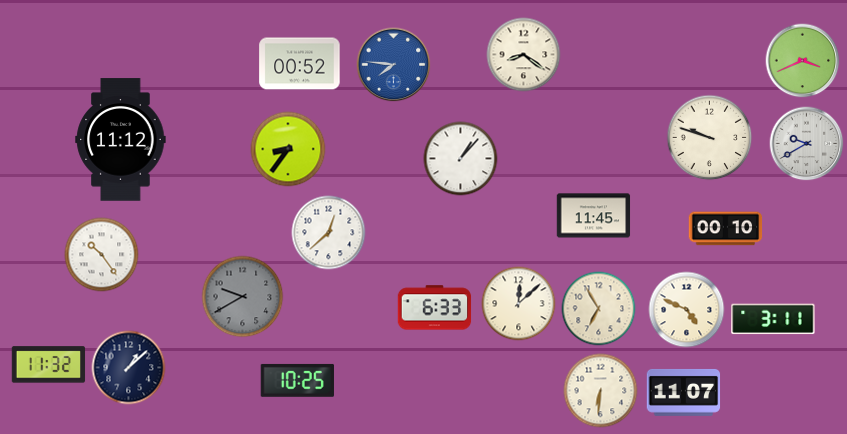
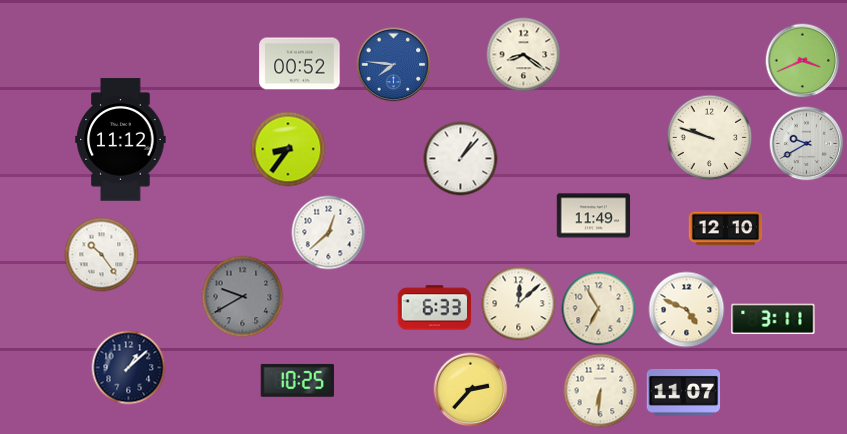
clock at (594, 216): 11:45 -> 11:49
clock at (726, 229): 00:10 -> 12:10
clock at (49, 365): 11:32 -> none
clock at (471, 390): none -> 2:37
